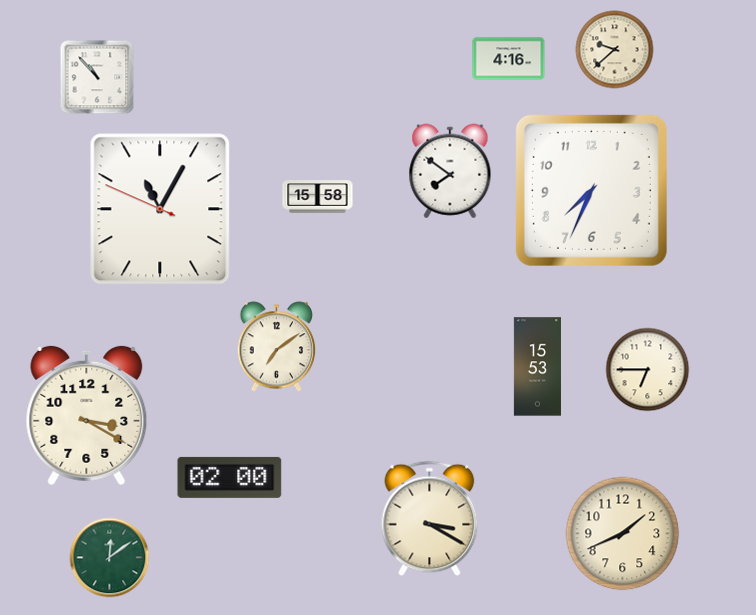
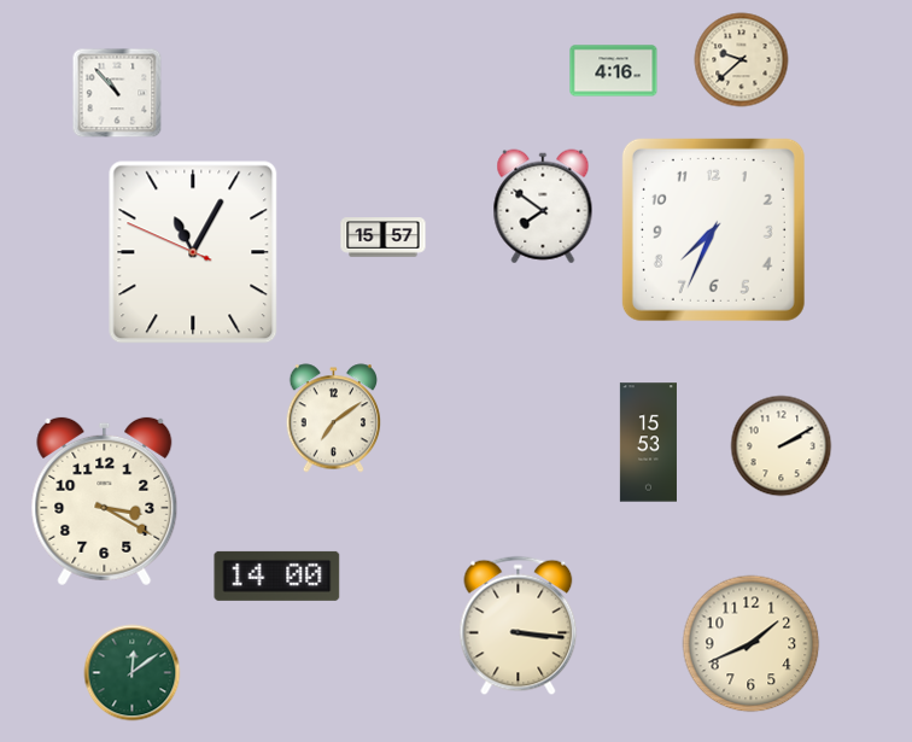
clock at (318, 197): 15:58 -> 15:57
clock at (648, 370): 6:45 -> 2:10
clock at (230, 477): 02:00 -> 14:00
clock at (430, 519): 3:20 -> 3:16
